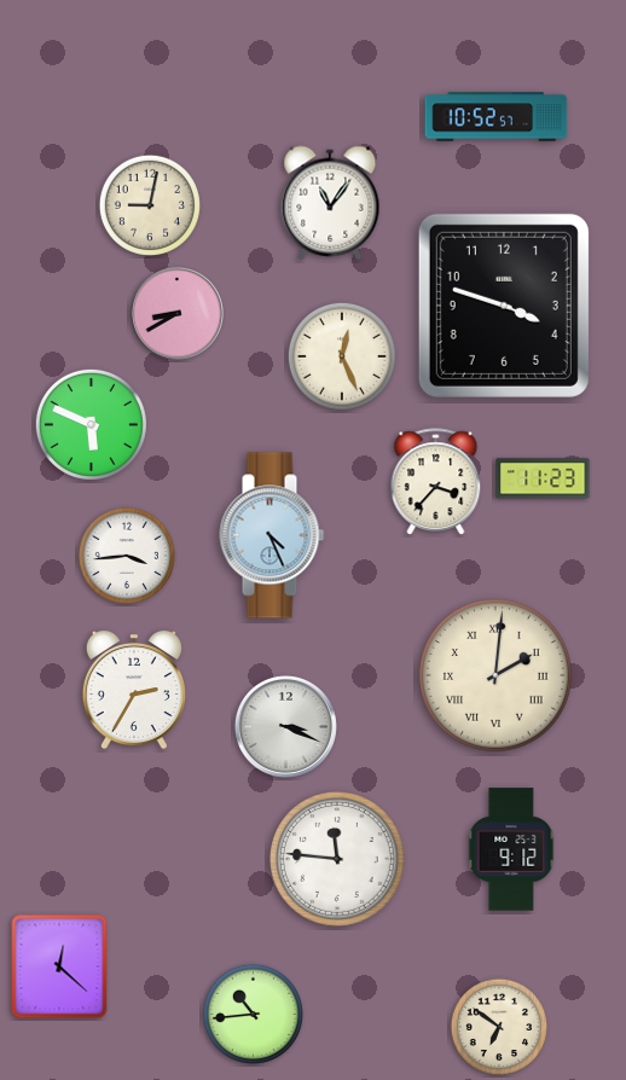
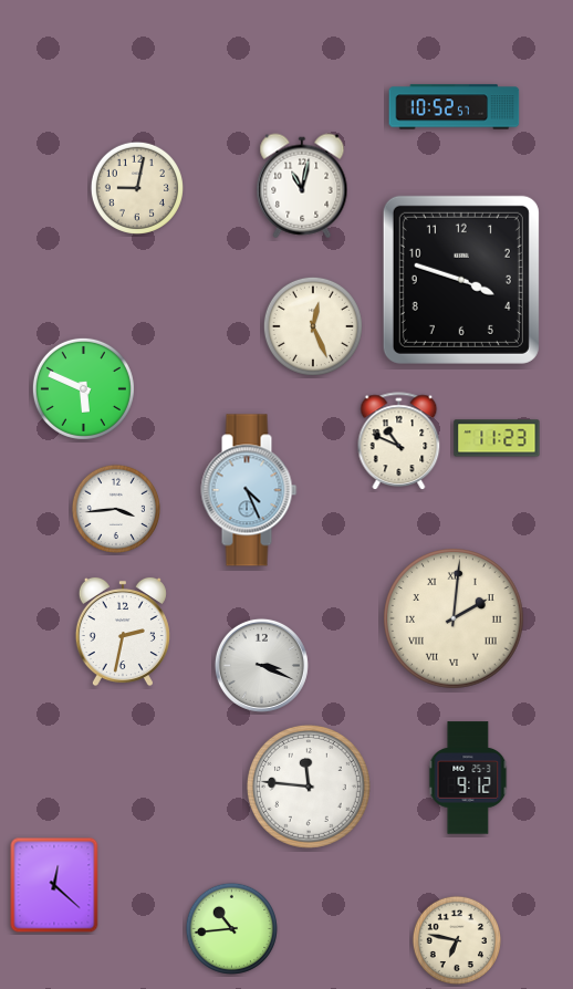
clock at (330, 203): 11:06 -> 11:02
clock at (176, 313): 8:40 -> none
clock at (436, 482): 3:37 -> 10:49
clock at (134, 690): 2:35 -> 2:32
clock at (498, 1026): 6:51 -> 6:47
